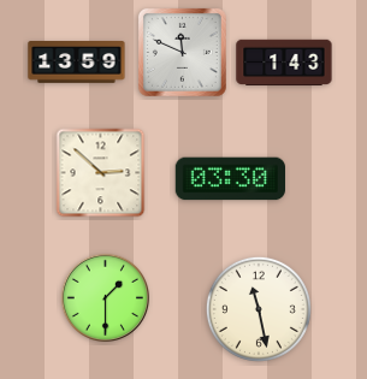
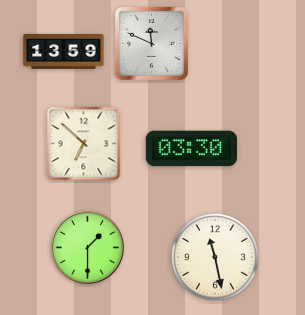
clock at (284, 61): 1:43 -> none
clock at (101, 173): 2:52 -> 6:52
